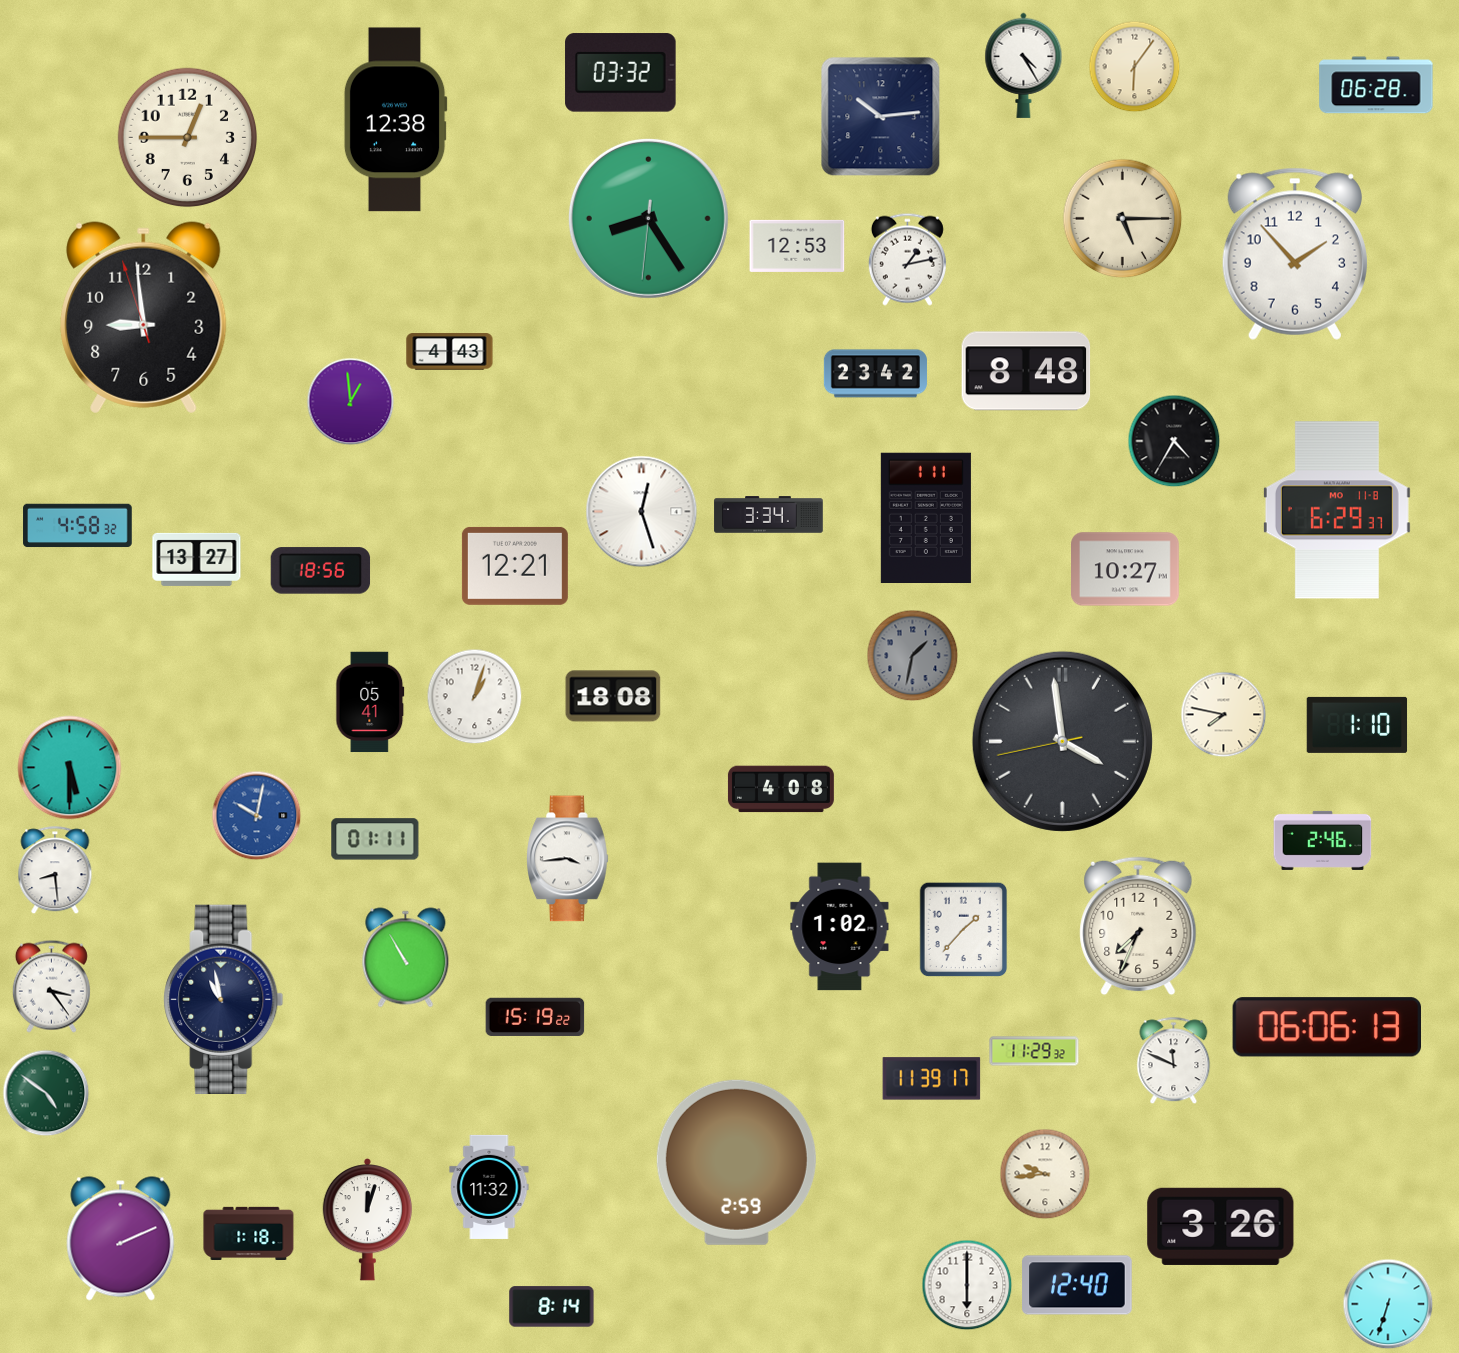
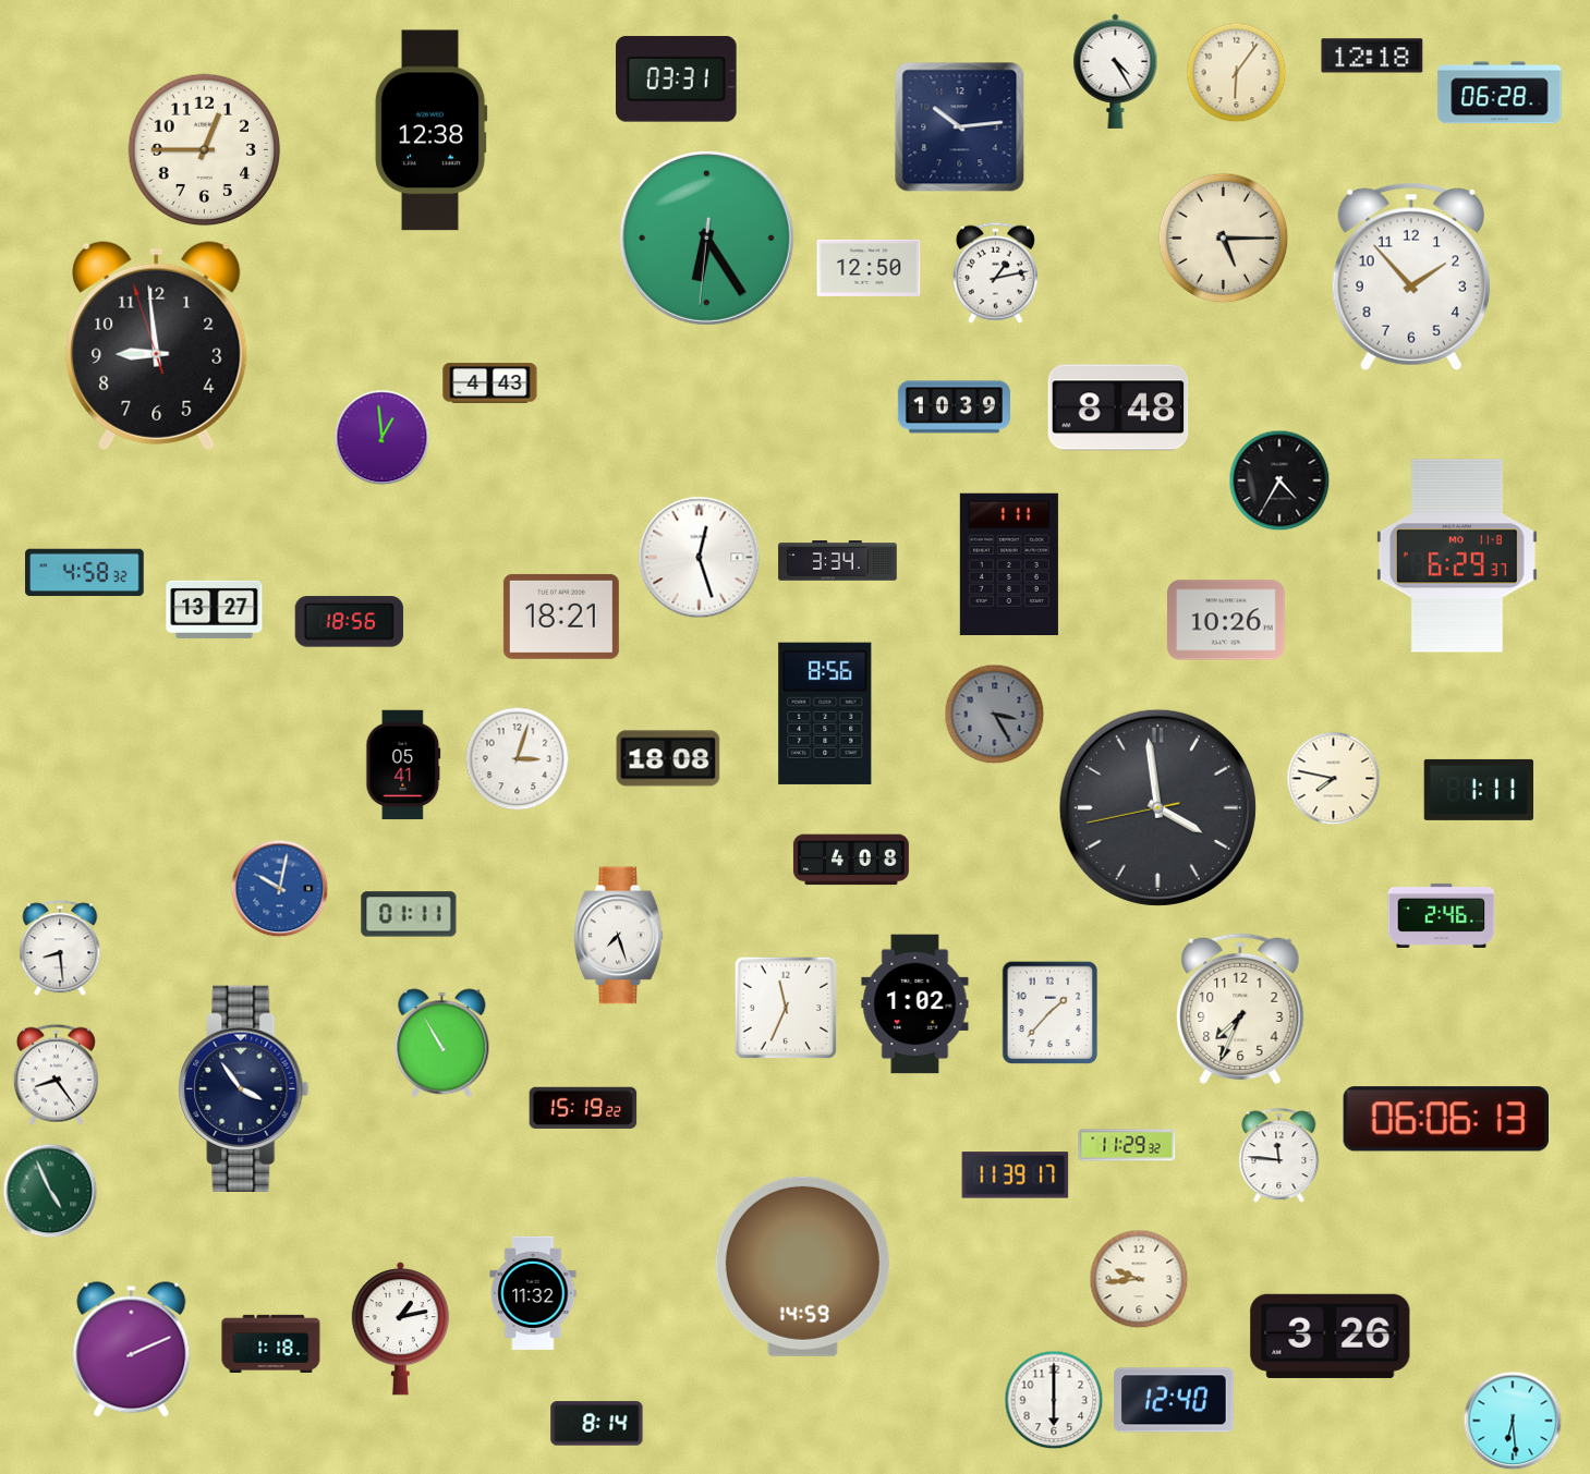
clock at (1372, 56): none -> 12:18
clock at (621, 73): 03:32 -> 03:31
clock at (648, 218): 8:24 -> 6:24
clock at (797, 246): 12:53 -> 12:50
clock at (907, 259) position: (907, 259) -> (995, 272)
clock at (1026, 371) position: (1026, 371) -> (1118, 407)
clock at (875, 374): 23:42 -> 10:39
clock at (515, 566): 12:21 -> 18:21
clock at (1126, 569): 10:27 -> 10:26
clock at (825, 714): none -> 8:56
clock at (913, 656): 1:32 -> 3:25
clock at (475, 697): 1:03 -> 3:03
clock at (1357, 725): 1:10 -> 1:11
clock at (70, 768): 5:30 -> none
clock at (568, 859): 3:44 -> 7:27
clock at (786, 1008): none -> 11:34
clock at (840, 927) position: (840, 927) -> (915, 1004)
clock at (51, 986): 3:24 -> 8:24
clock at (224, 999): 10:58 -> 3:54
clock at (1174, 1061): 11:49 -> 11:46
clock at (46, 1093): 4:51 -> 4:56
clock at (736, 1162): 2:59 -> 14:59
clock at (367, 1220): 12:03 -> 1:13
clock at (1388, 1304): 6:33 -> 6:29
clock at (552, 1307) position: (552, 1307) -> (597, 1424)
